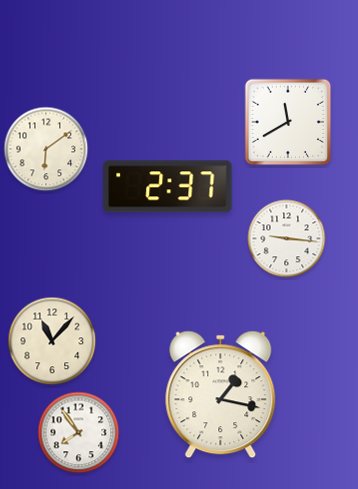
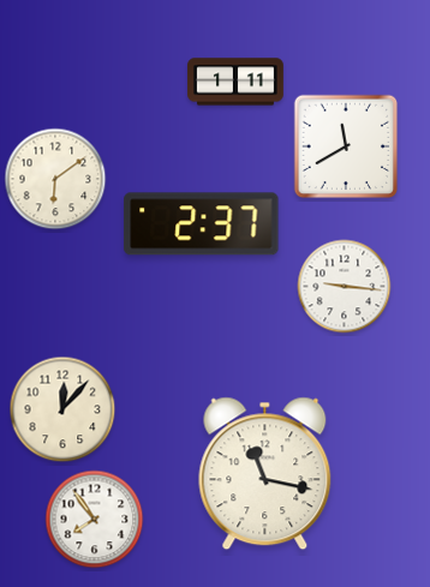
clock at (235, 82): none -> 1:11
clock at (52, 341): 11:07 -> 12:07
clock at (221, 395): 1:17 -> 11:17
